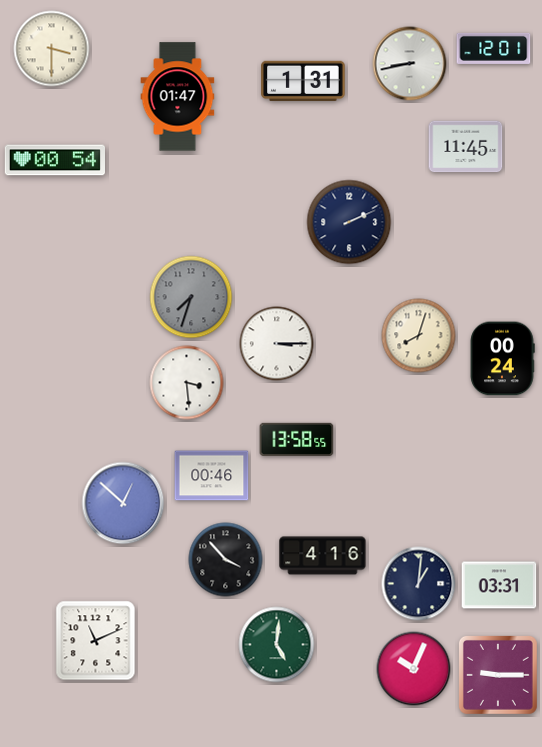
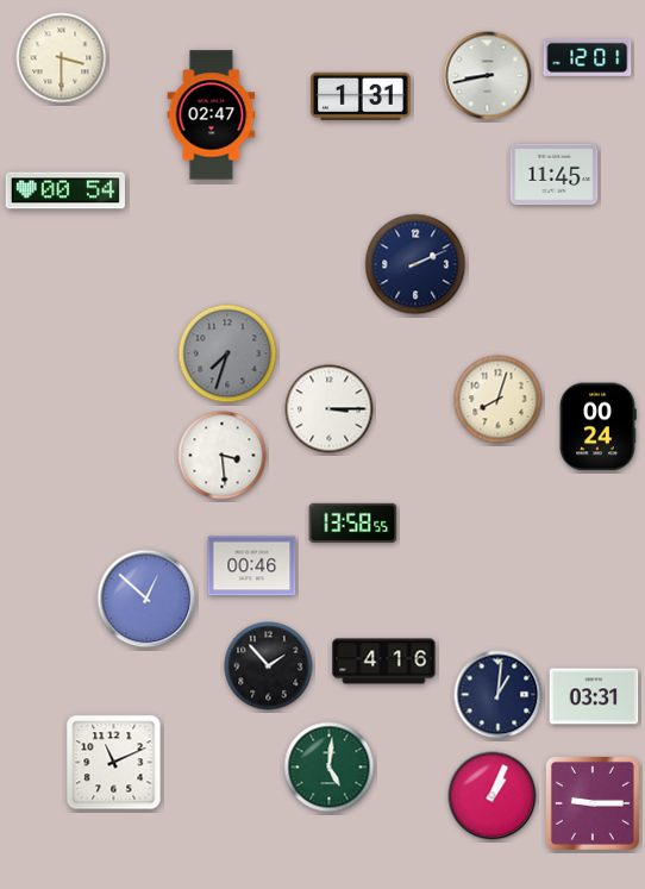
clock at (178, 97): 01:47 -> 02:47
clock at (226, 560): 3:53 -> 1:53
clock at (414, 669): 10:04 -> 1:04
